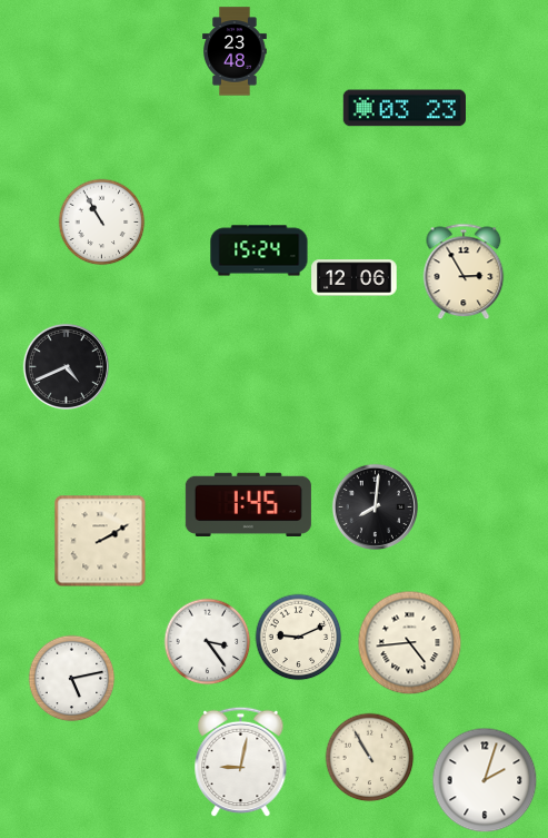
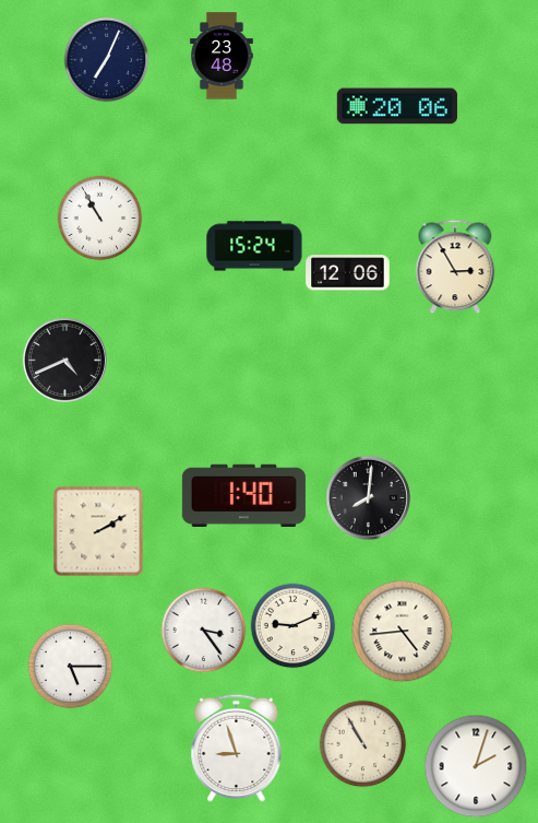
clock at (236, 51) position: (236, 51) -> (223, 56)
clock at (106, 59): none -> 7:04
clock at (405, 108): 03:23 -> 20:06
clock at (248, 504): 1:45 -> 1:40
clock at (71, 678): 5:13 -> 5:15
clock at (241, 761): 9:02 -> 8:57
